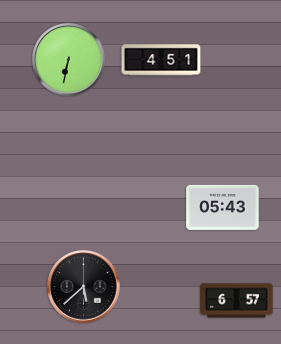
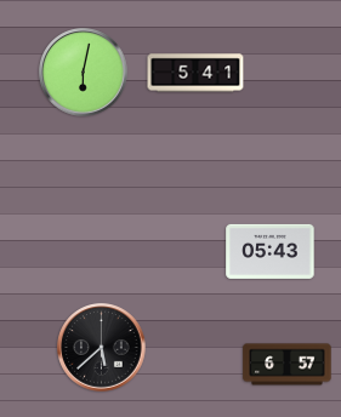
clock at (69, 60): 6:32 -> 6:02
clock at (161, 60): 4:51 -> 5:41
